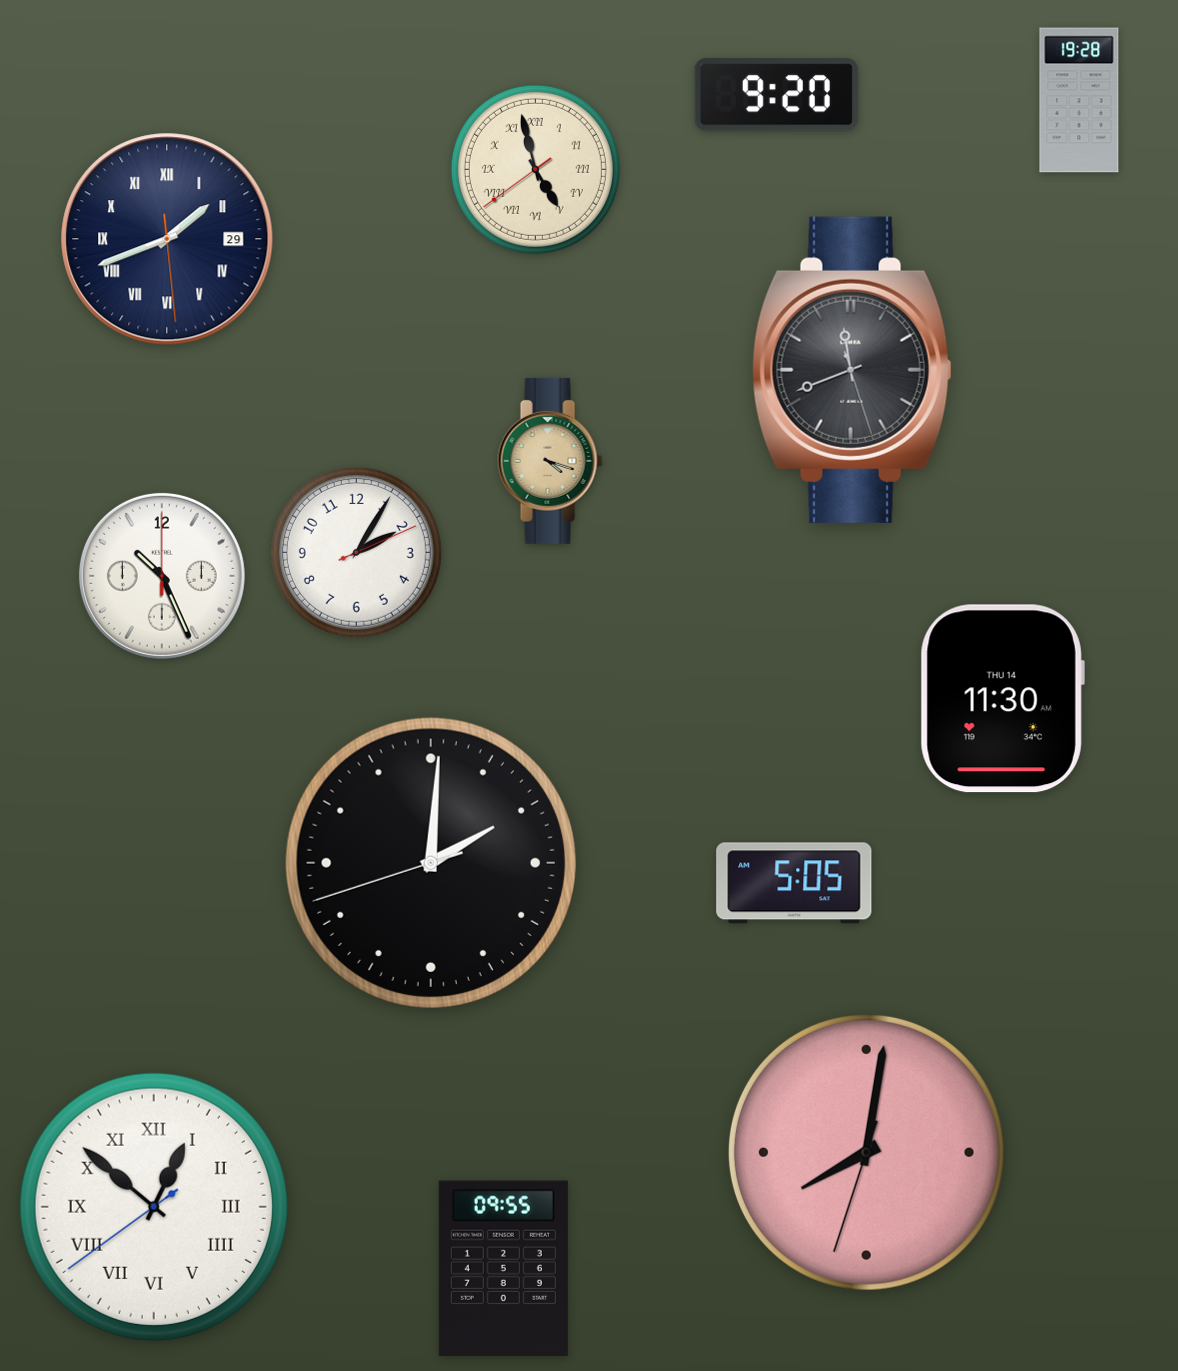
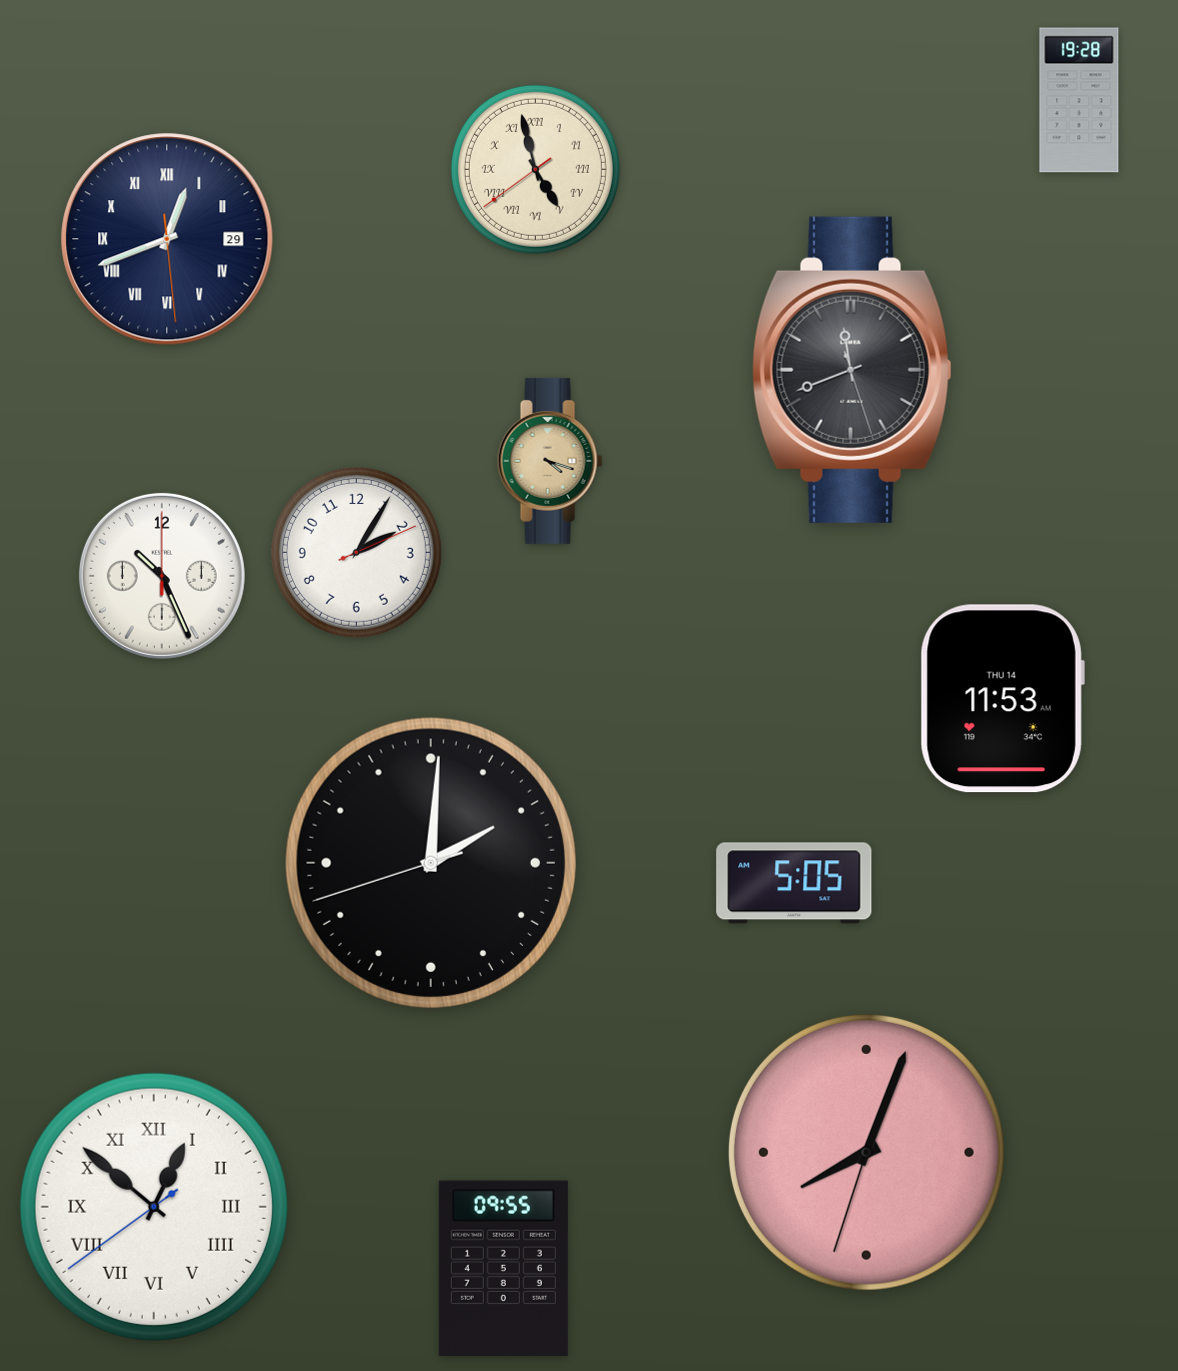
clock at (776, 95): 9:20 -> none
clock at (167, 239): 1:41 -> 12:41
clock at (1002, 699): 11:30 -> 11:53
clock at (866, 1152): 8:01 -> 8:03
